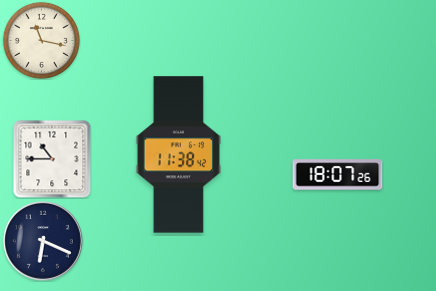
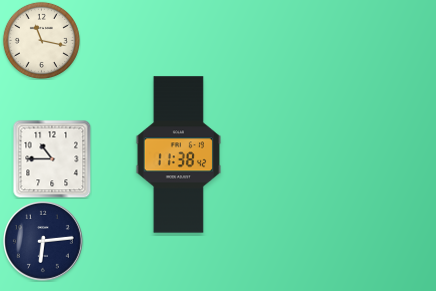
clock at (338, 175): 18:07 -> none
clock at (43, 241): 6:19 -> 6:14
